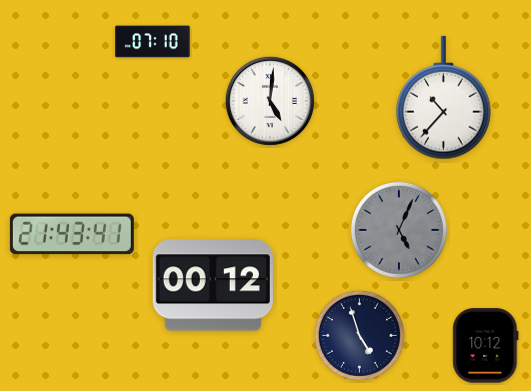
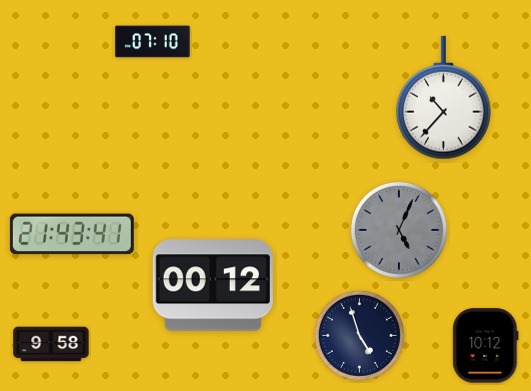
clock at (270, 101): 5:01 -> none
clock at (51, 344): none -> 9:58
